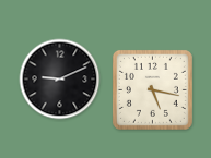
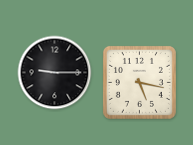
clock at (60, 80): 9:11 -> 9:15
